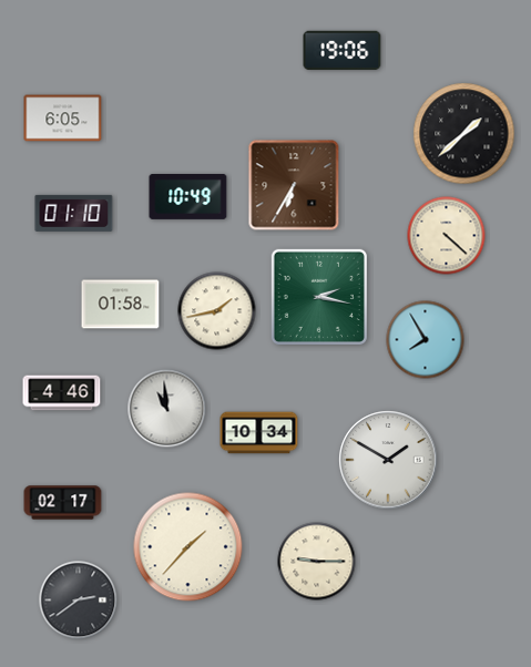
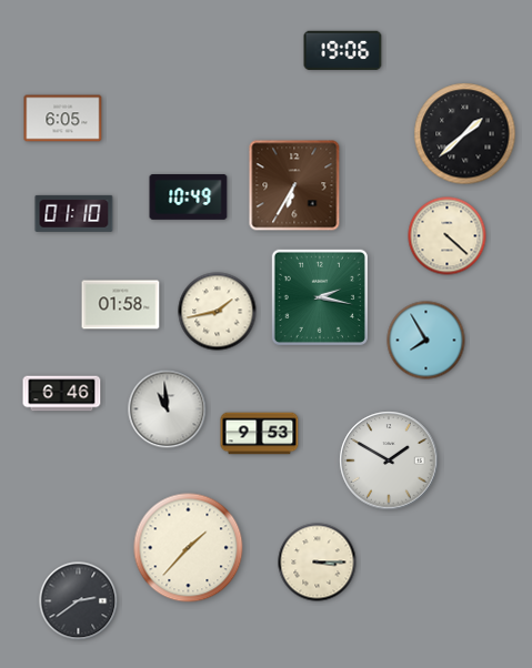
clock at (62, 393): 4:46 -> 6:46
clock at (259, 433): 10:34 -> 9:53
clock at (63, 503): 02:17 -> none
clock at (317, 562): 9:15 -> 3:15
